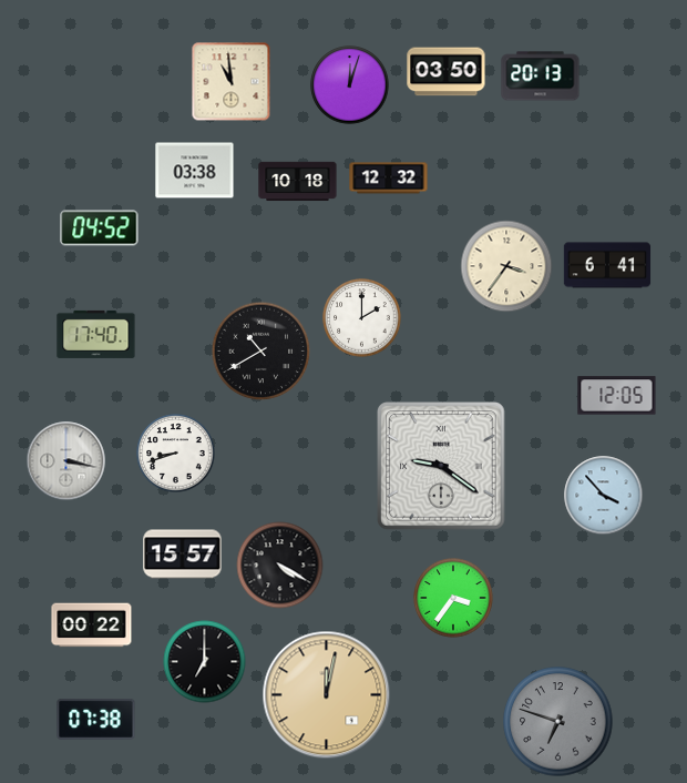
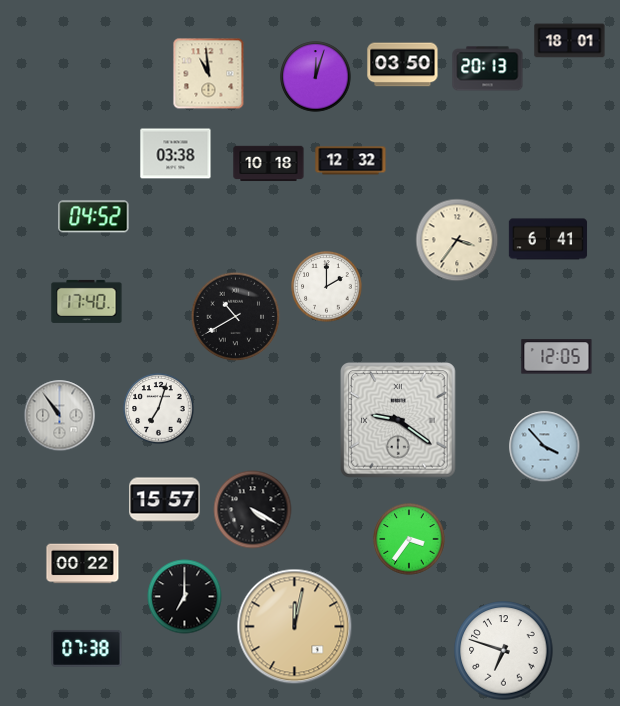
clock at (570, 41): none -> 18:01
clock at (100, 228) position: (100, 228) -> (94, 217)
clock at (176, 454): 8:42 -> 7:03
clock at (66, 461): 3:17 -> 10:54
clock at (558, 722) dial: grey -> white
